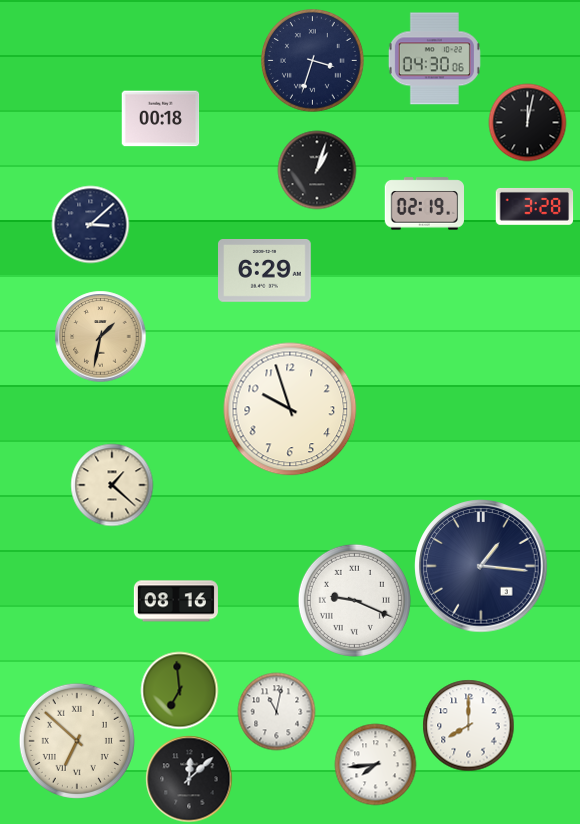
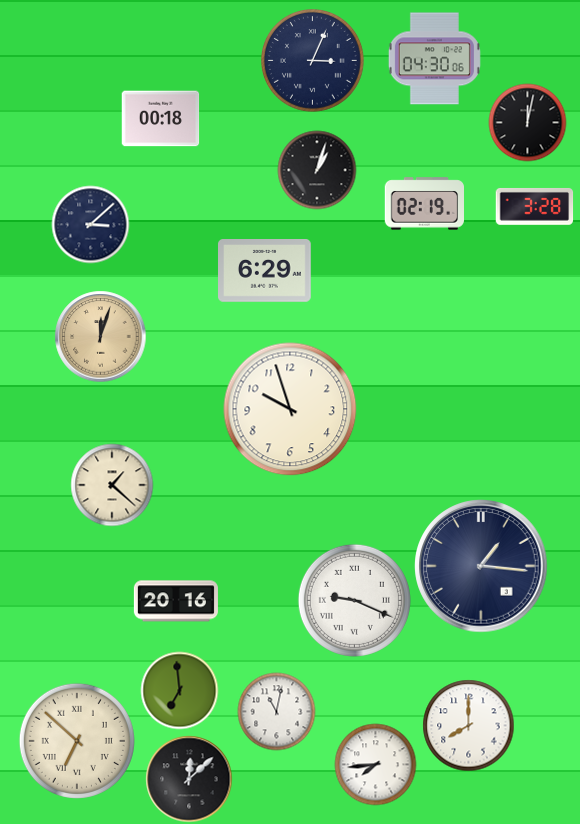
clock at (313, 61): 3:33 -> 3:04
clock at (100, 336): 1:32 -> 12:03
clock at (176, 601): 08:16 -> 20:16
